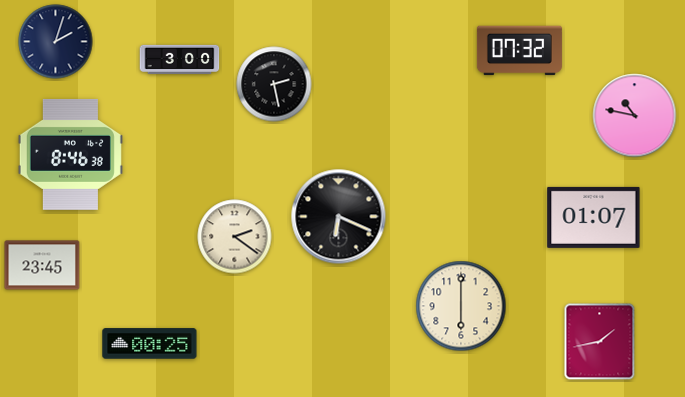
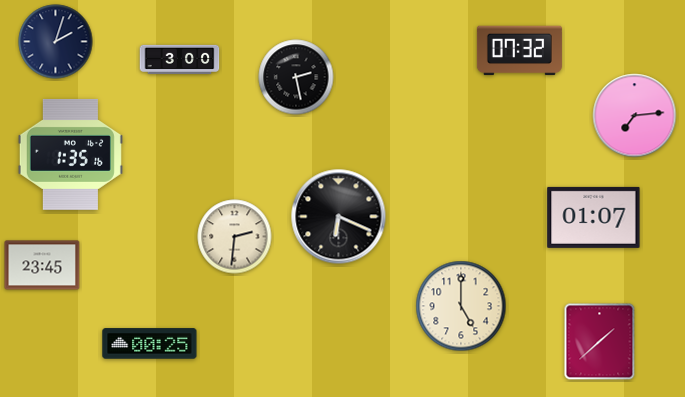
clock at (274, 84) position: (274, 84) -> (296, 77)
clock at (635, 116): 10:47 -> 7:14
clock at (70, 154): 8:46 -> 1:35
clock at (235, 237): 2:21 -> 2:31
clock at (461, 306): 6:00 -> 5:00
clock at (600, 342): 1:43 -> 1:38
